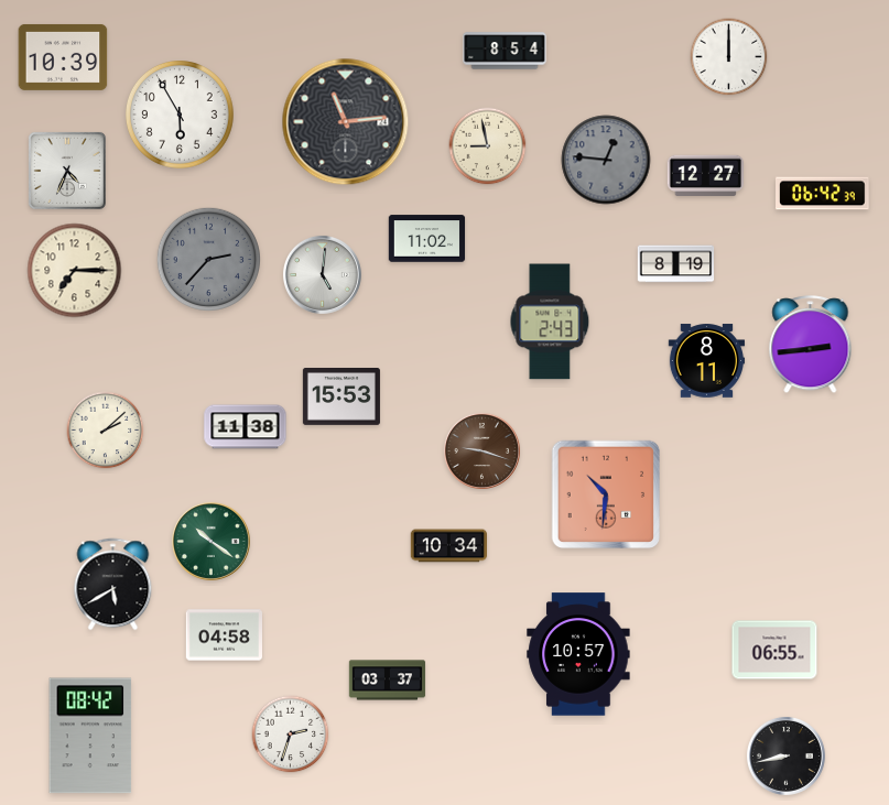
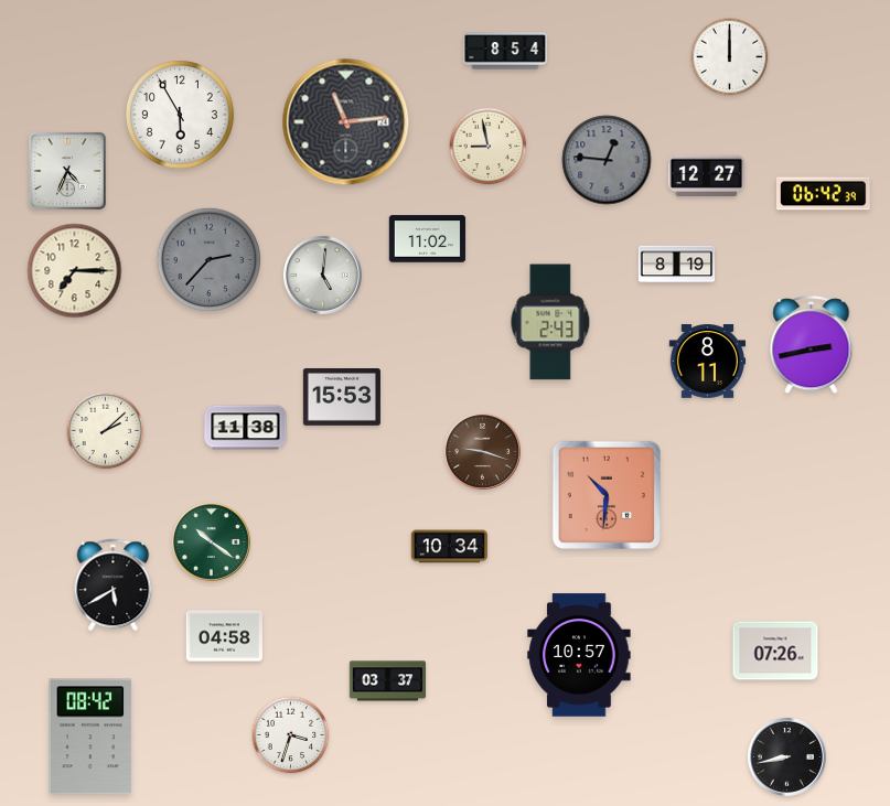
clock at (63, 57): 10:39 -> none
clock at (811, 345): 2:44 -> 2:43
clock at (774, 650): 06:55 -> 07:26
clock at (291, 735): 2:33 -> 3:33
